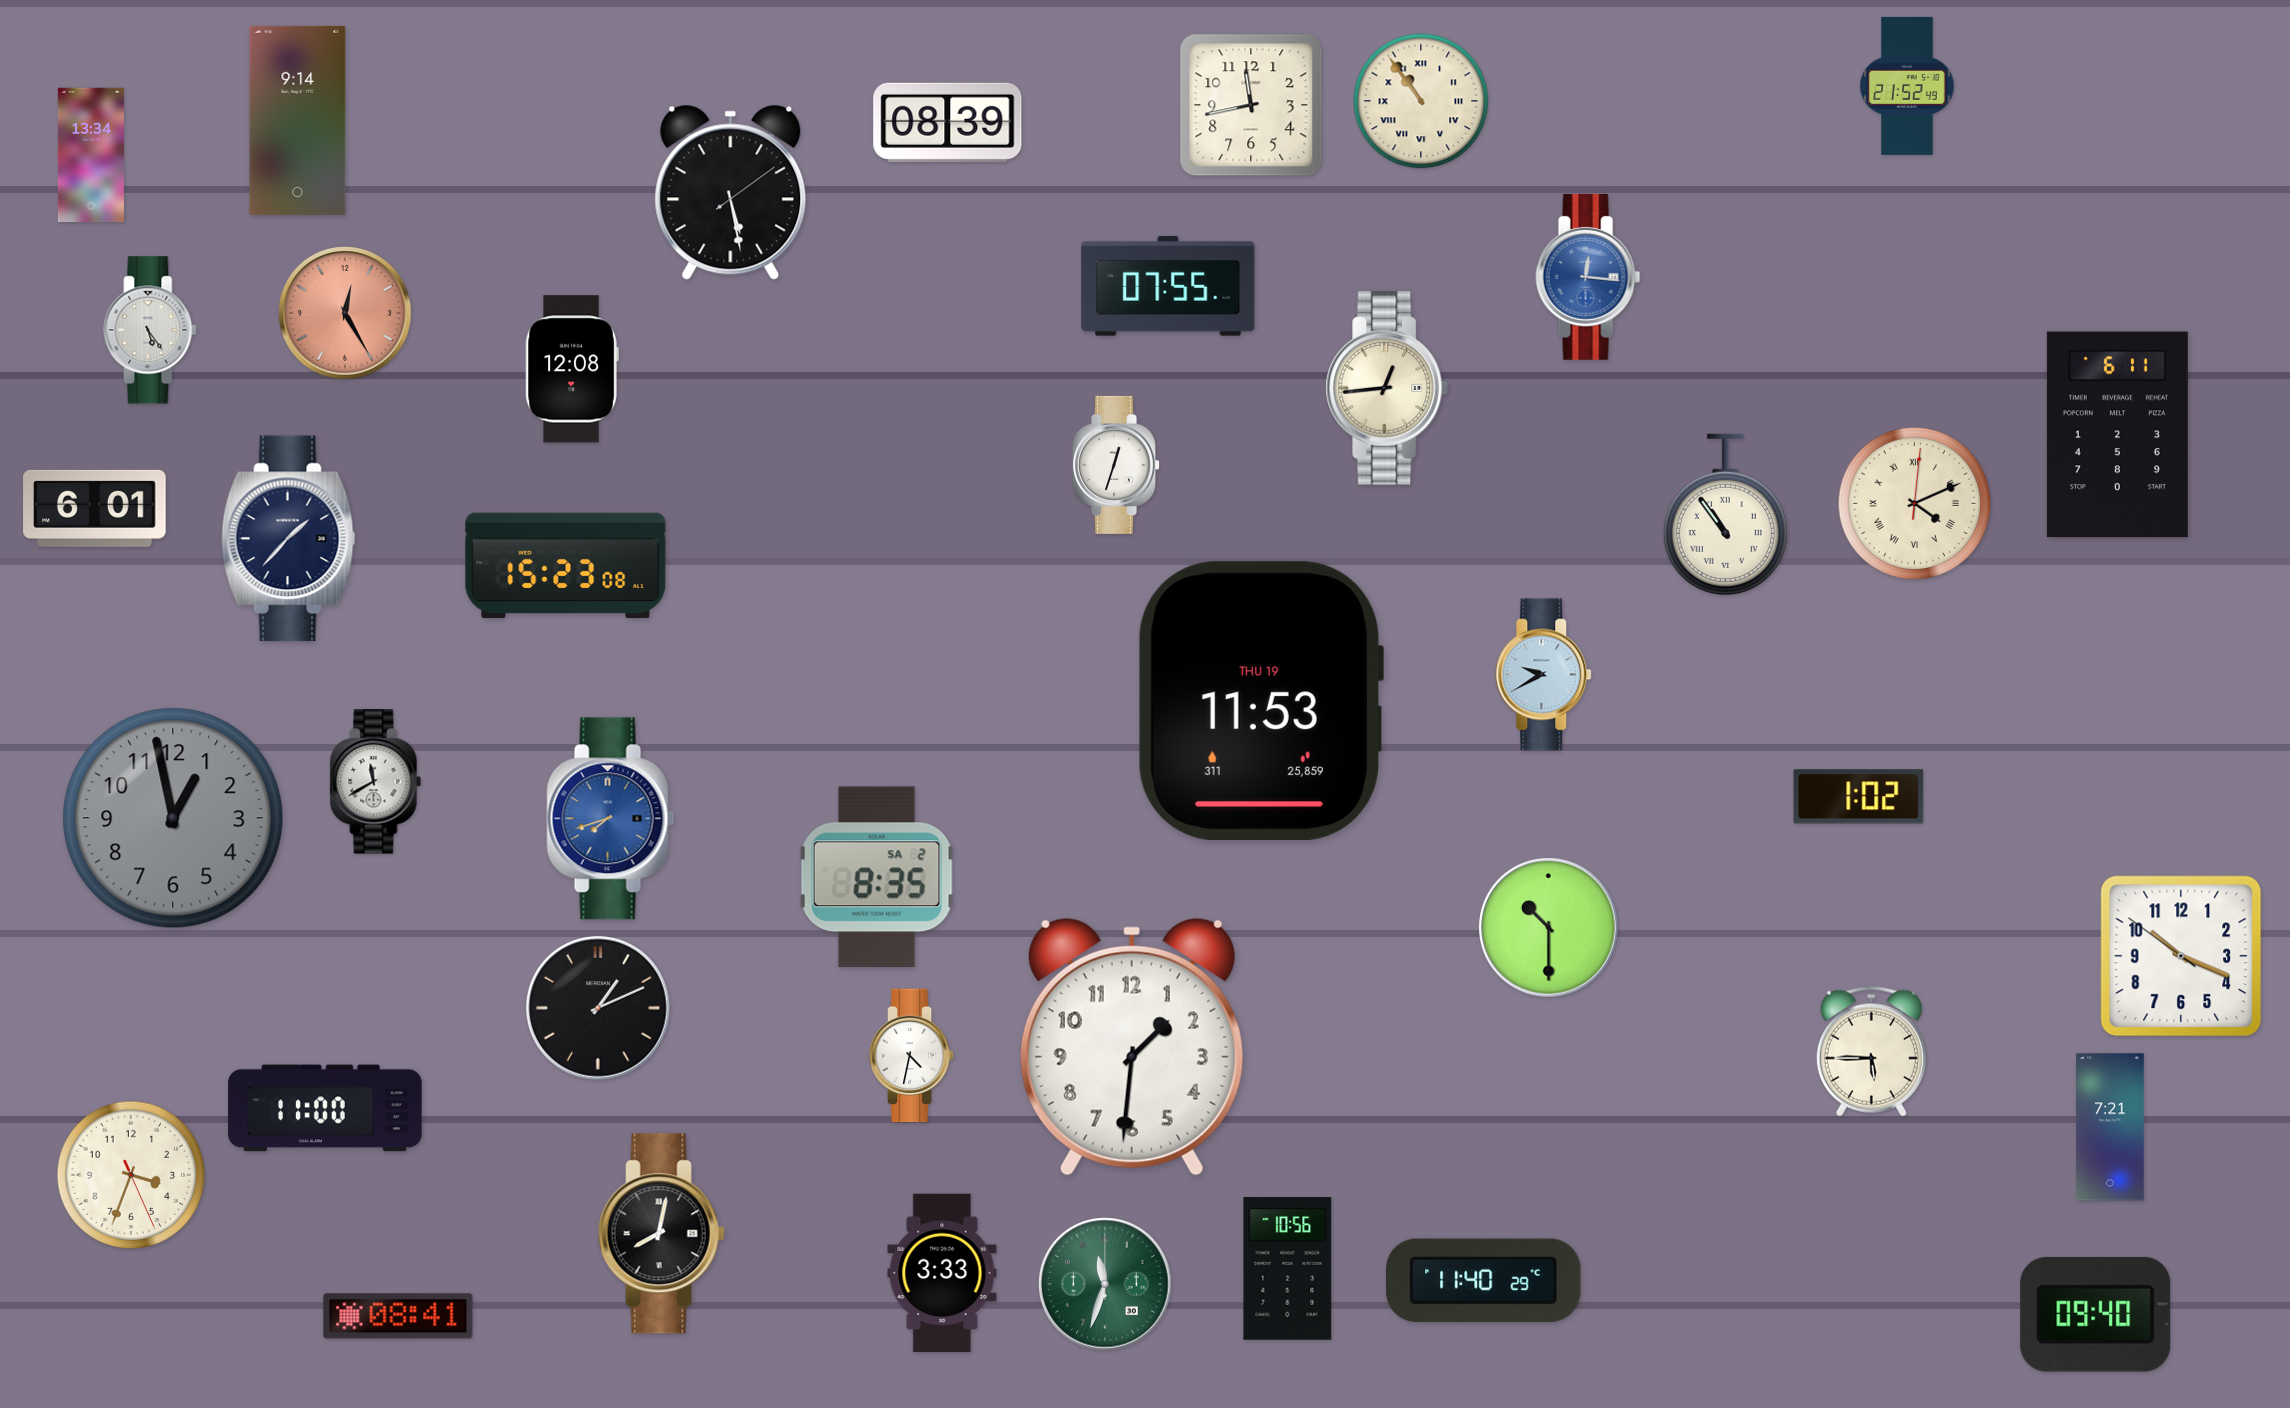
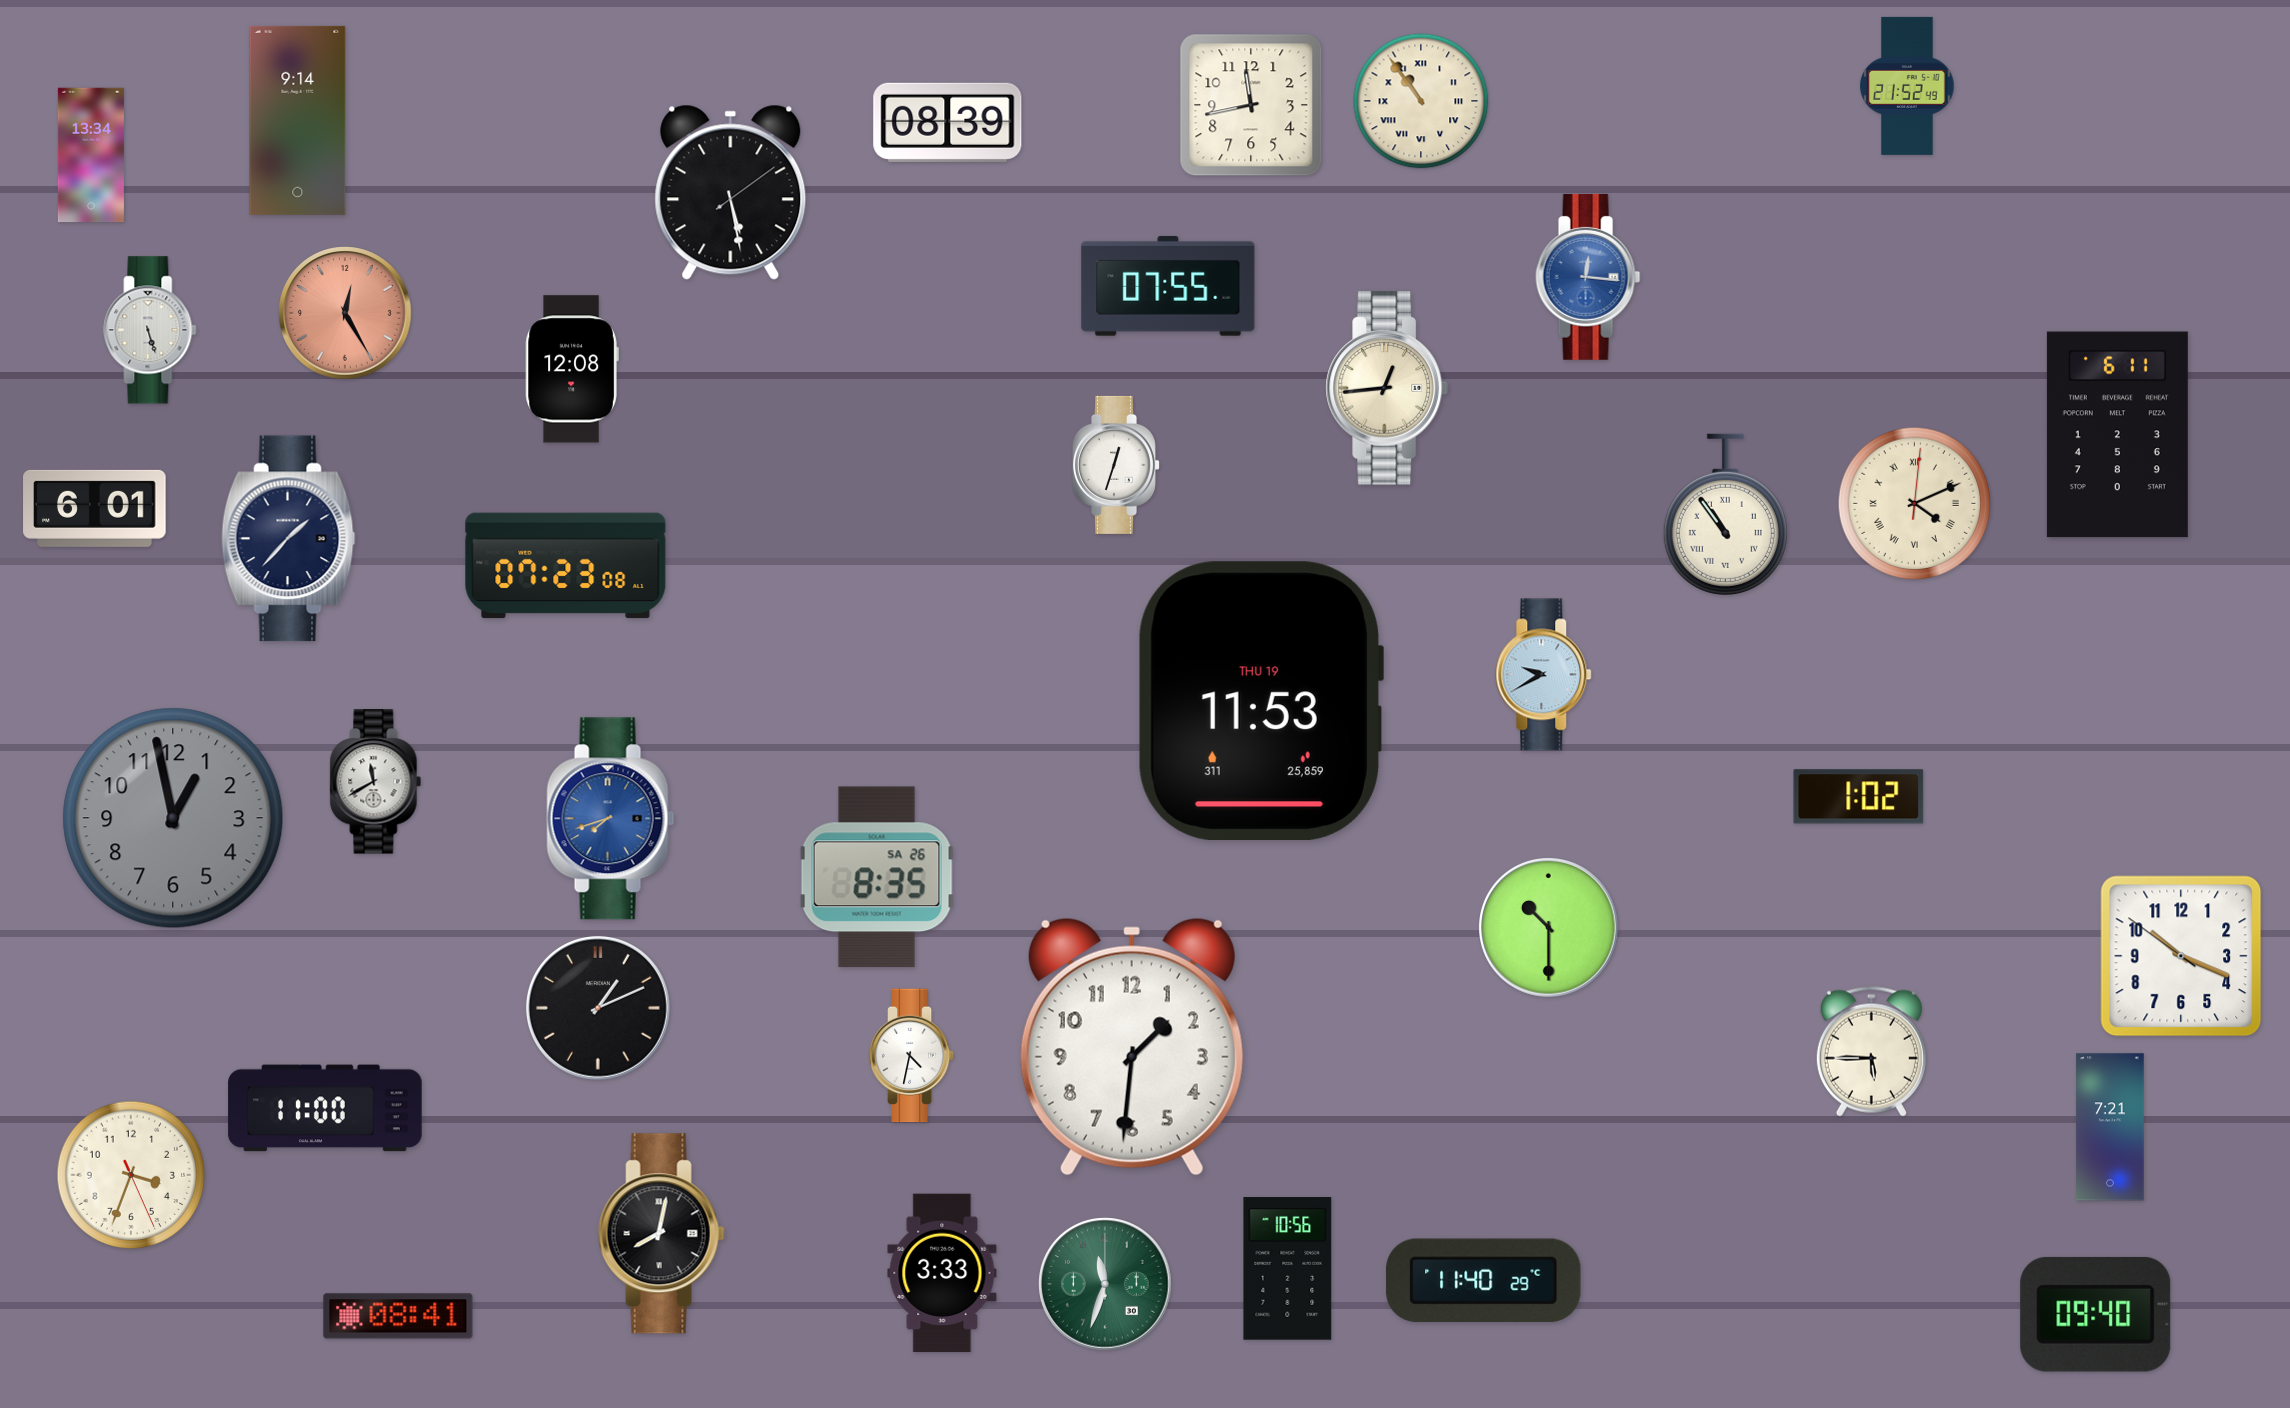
clock at (150, 330): 5:24 -> 5:27
clock at (566, 566): 15:23 -> 07:23
clock at (877, 877) date: SA 2 -> SA 26
